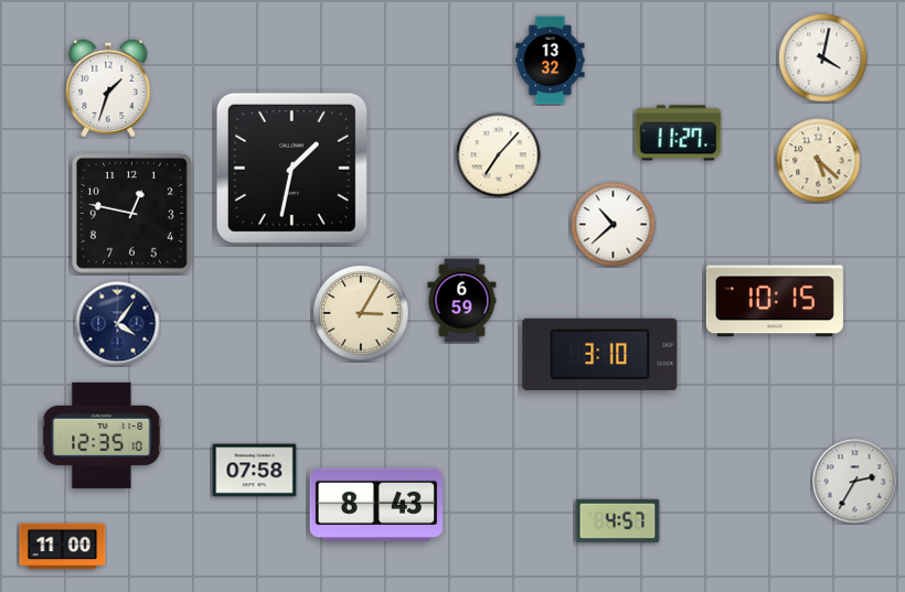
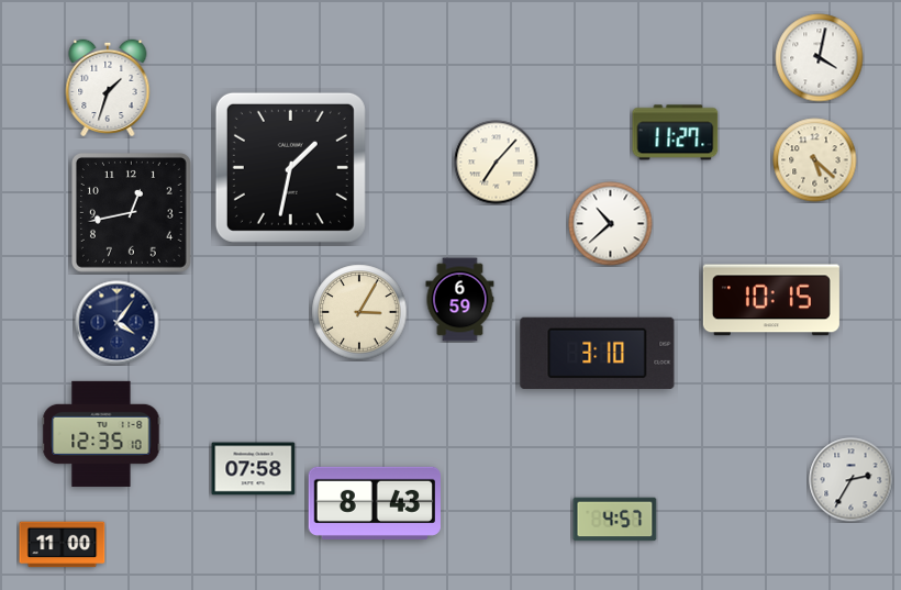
clock at (551, 61): 13:32 -> none
clock at (499, 155) position: (499, 155) -> (497, 163)
clock at (132, 214): 12:47 -> 12:43
